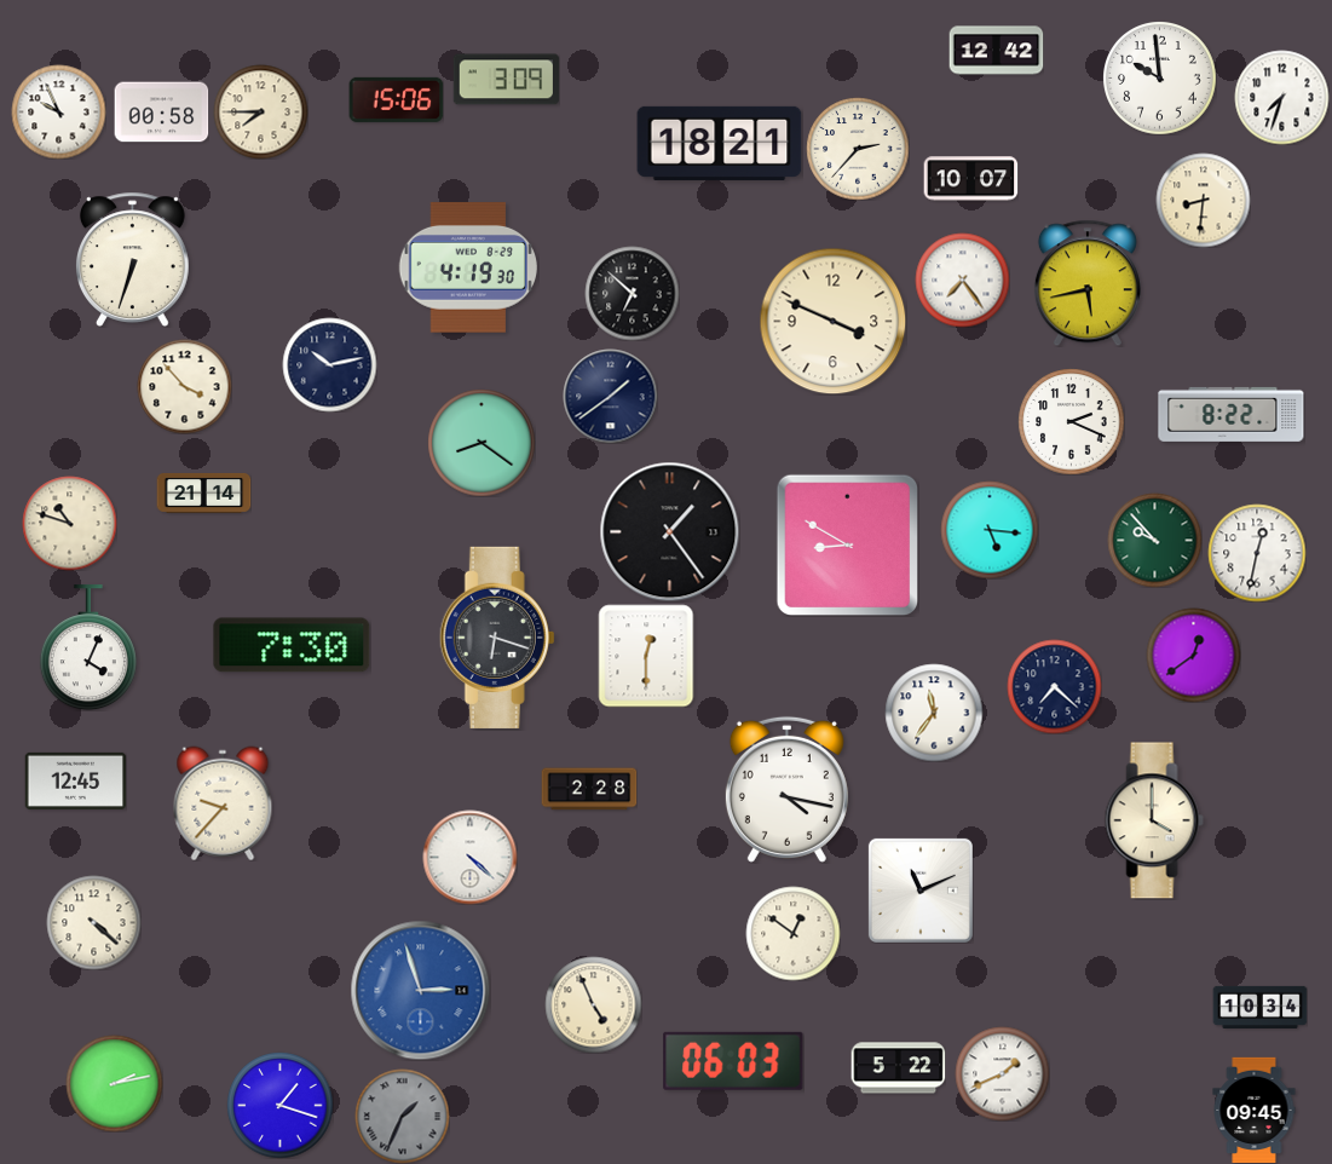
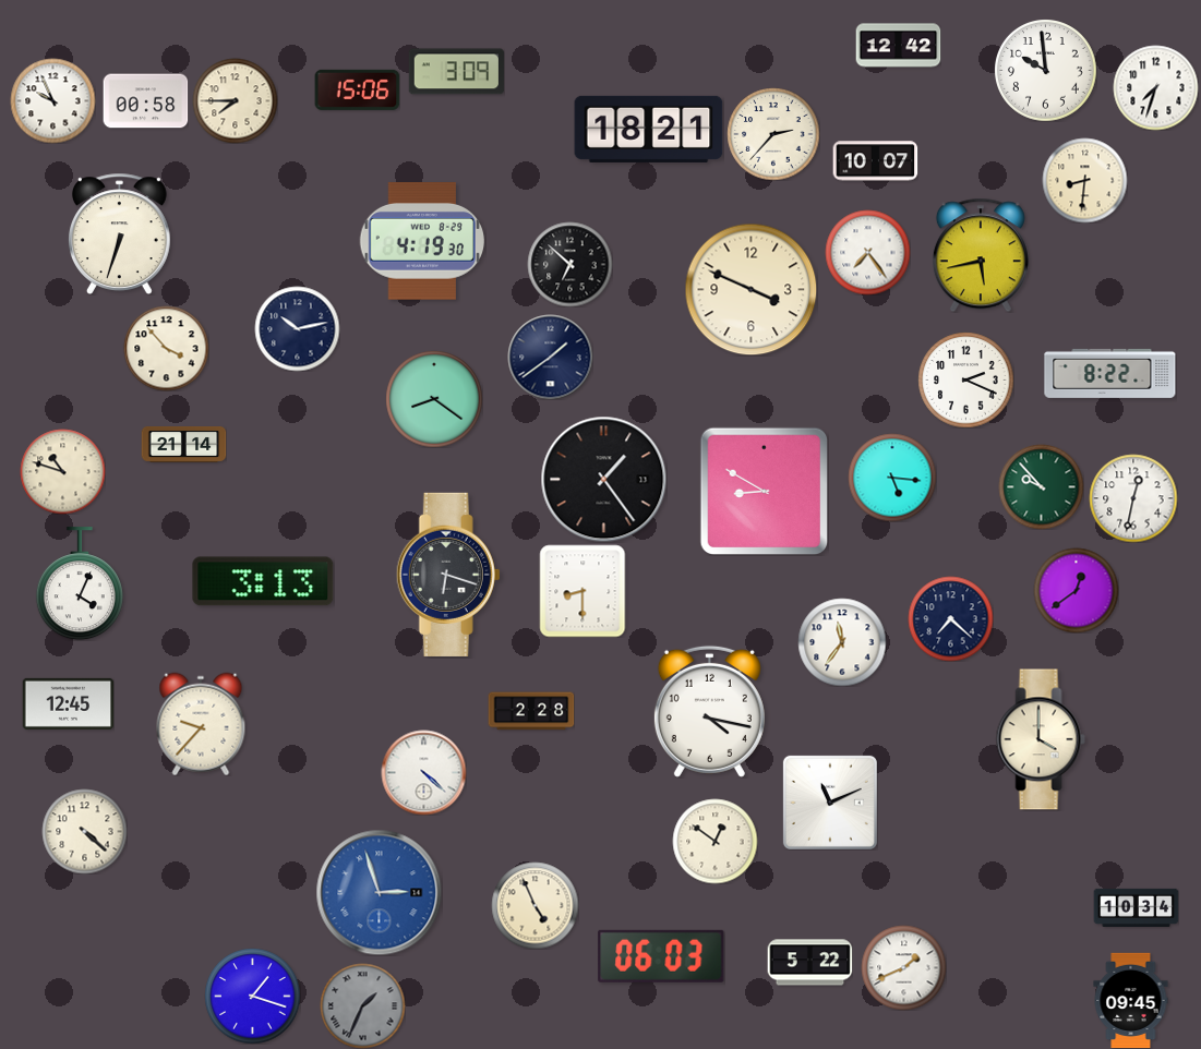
clock at (292, 645): 7:30 -> 3:13
clock at (646, 656): 12:30 -> 8:30
clock at (114, 1083): 2:13 -> none
